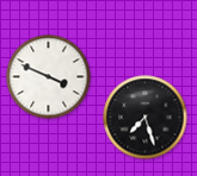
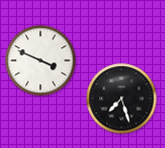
clock at (49, 77) position: (49, 77) -> (41, 61)
